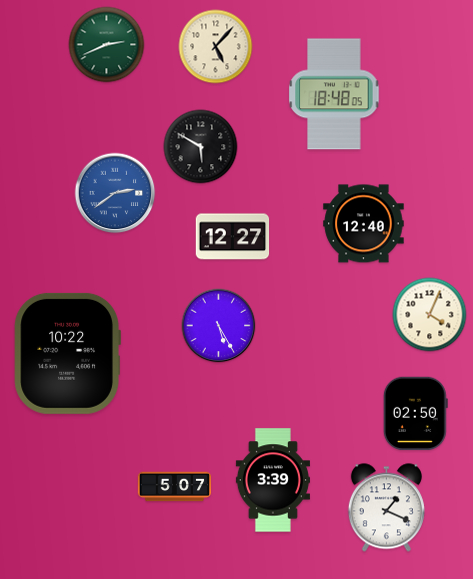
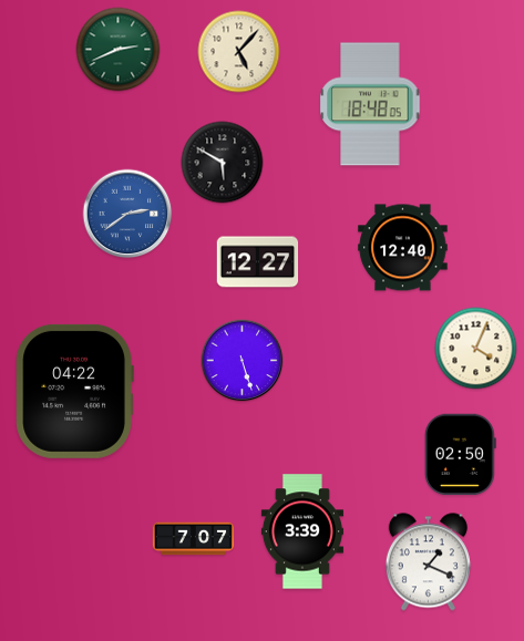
clock at (219, 326): 5:25 -> 5:27
clock at (67, 353): 10:22 -> 04:22
clock at (415, 414) position: (415, 414) -> (460, 455)
clock at (175, 487): 5:07 -> 7:07
